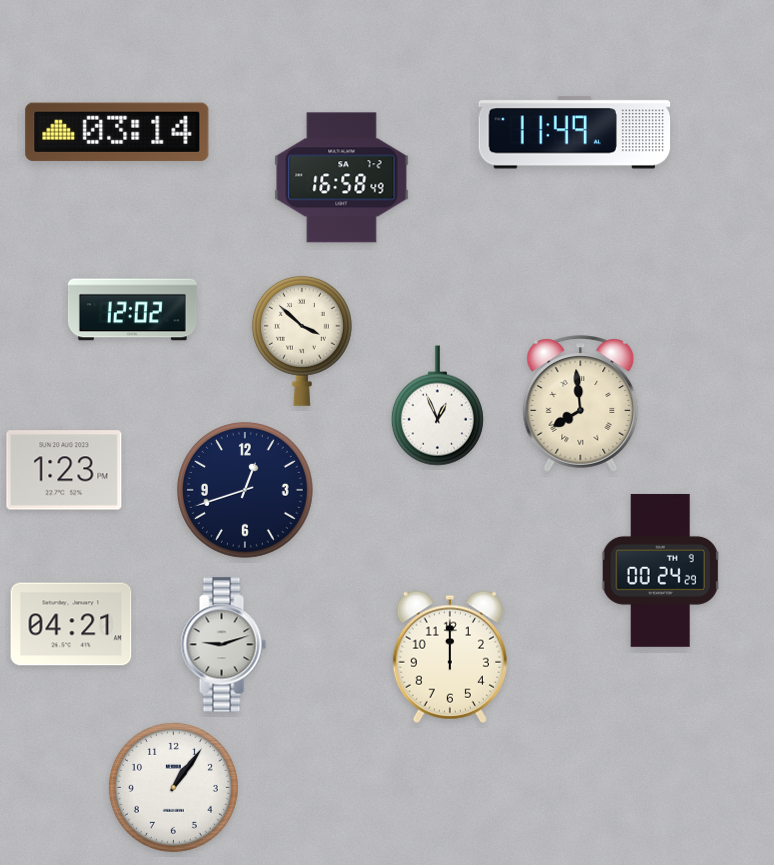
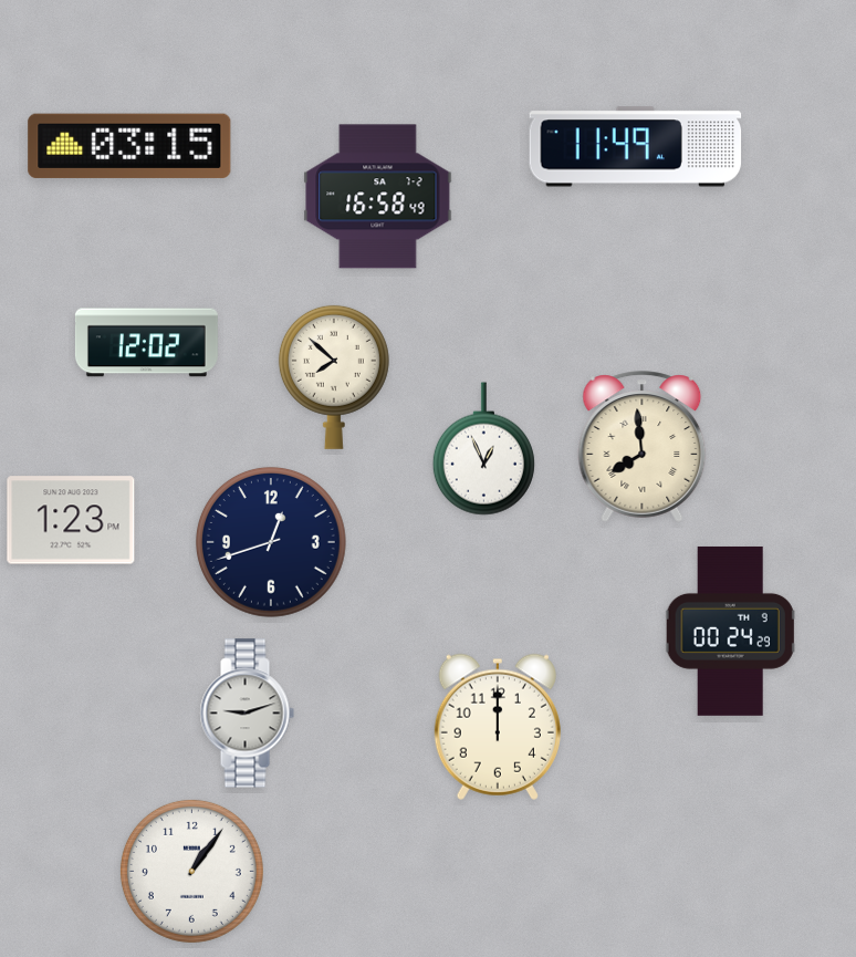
clock at (117, 132): 03:14 -> 03:15
clock at (302, 341): 3:52 -> 7:52
clock at (71, 624): 04:21 -> none
